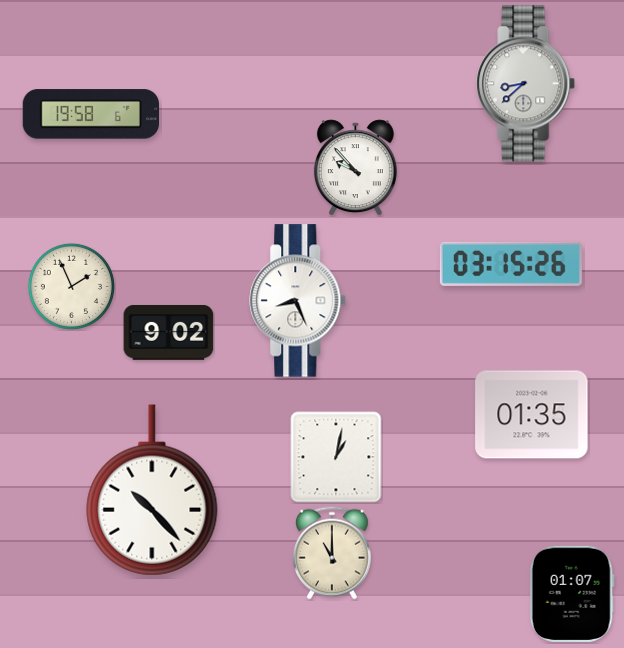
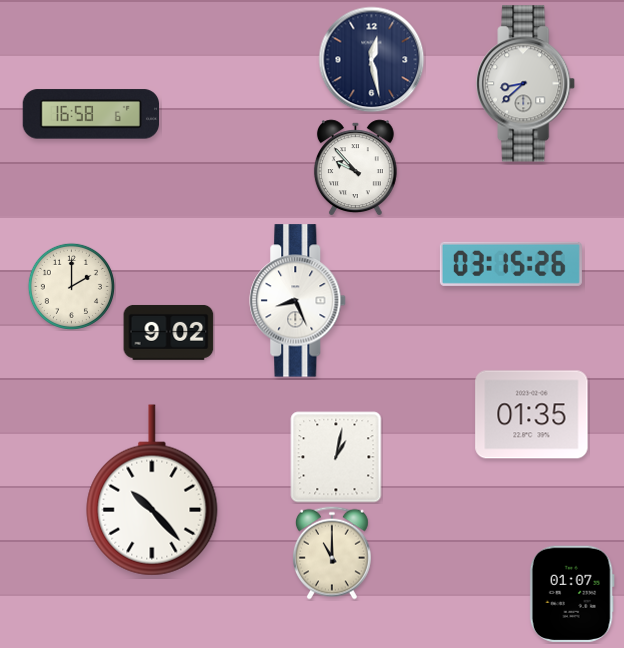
clock at (372, 60): none -> 12:28
clock at (90, 114): 19:58 -> 16:58
clock at (71, 286): 1:56 -> 2:00
